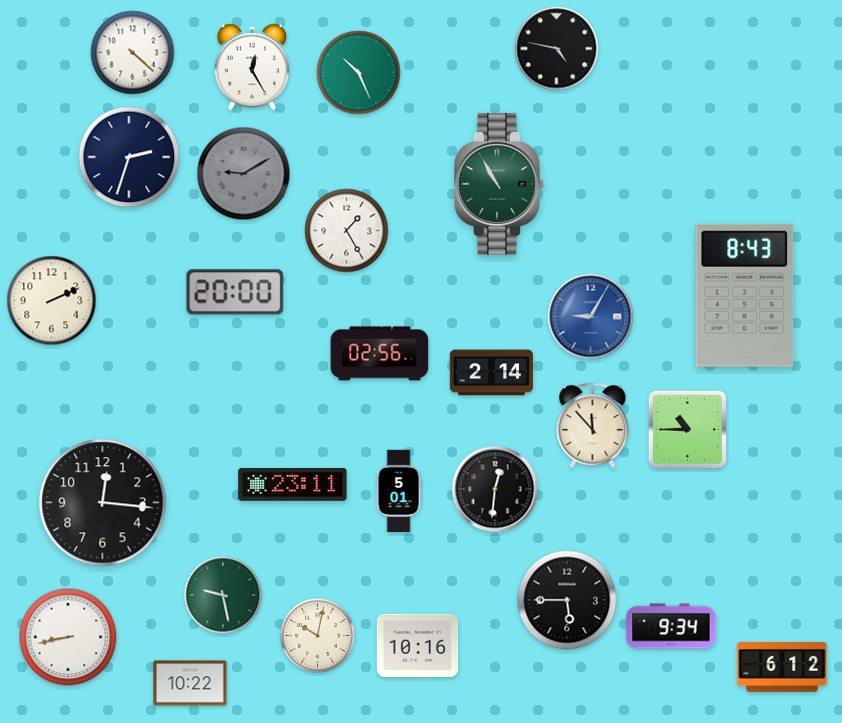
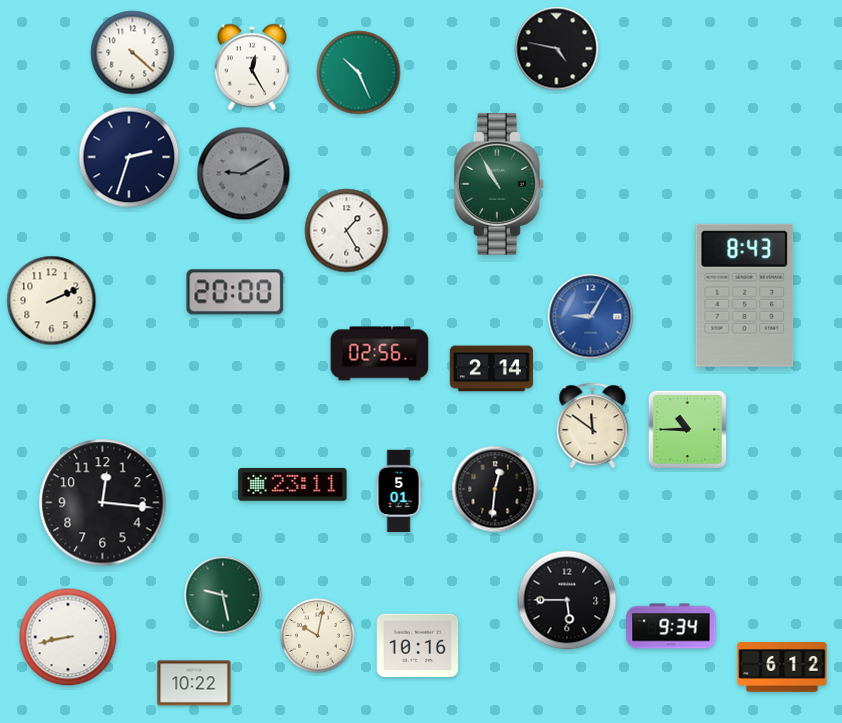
clock at (491, 373) position: (491, 373) -> (491, 369)
clock at (593, 426): 11:53 -> 11:51
clock at (190, 683) position: (190, 683) -> (194, 683)
